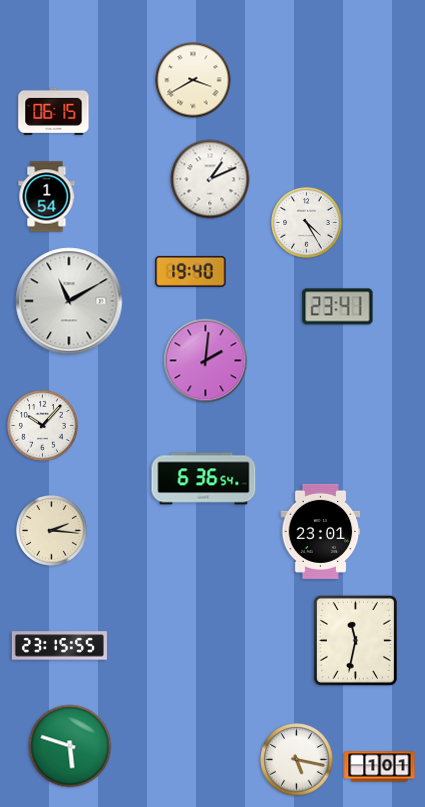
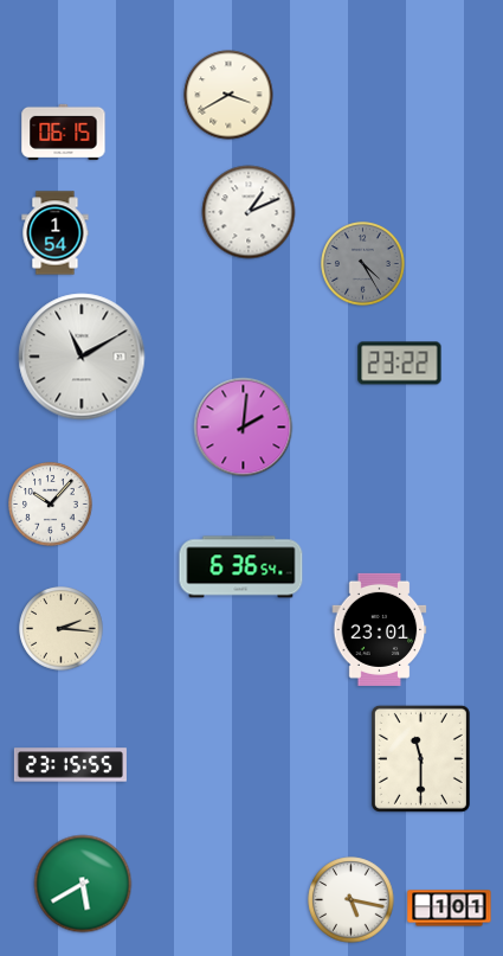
clock at (307, 223) dial: white -> grey
clock at (191, 271): 19:40 -> none
clock at (338, 307): 23:41 -> 23:22
clock at (355, 640): 11:32 -> 11:30
clock at (70, 746): 5:48 -> 5:40
